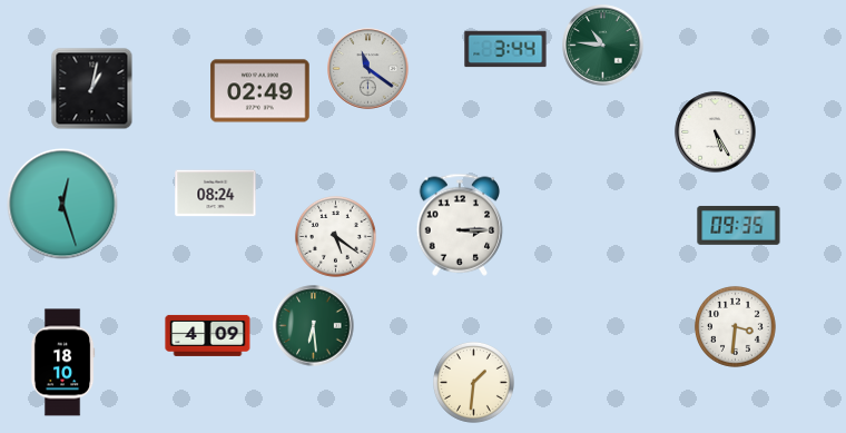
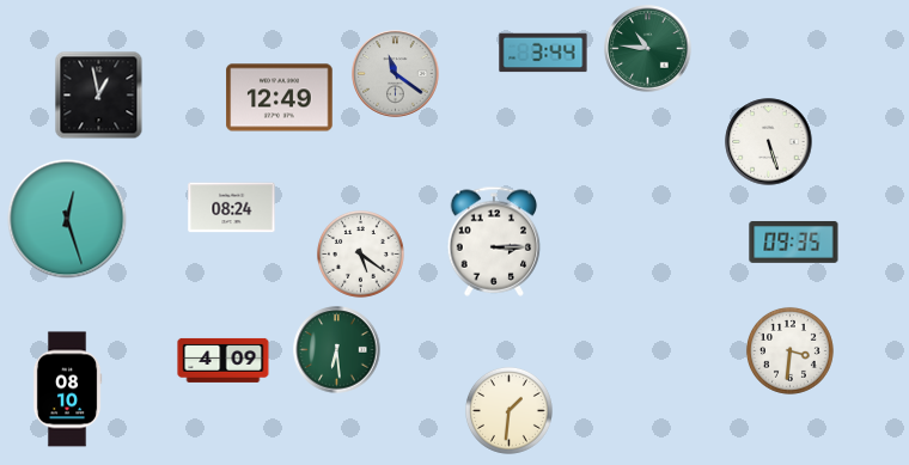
clock at (92, 89): 1:02 -> 12:58
clock at (260, 91): 02:49 -> 12:49
clock at (716, 132): 5:25 -> 5:27
clock at (62, 363): 18:10 -> 08:10
